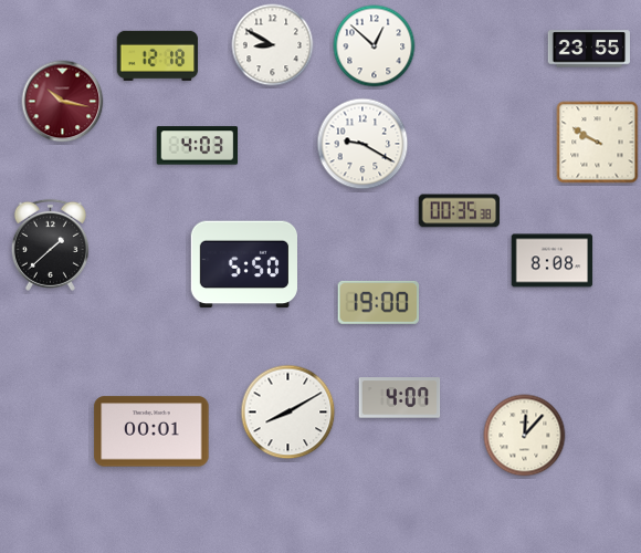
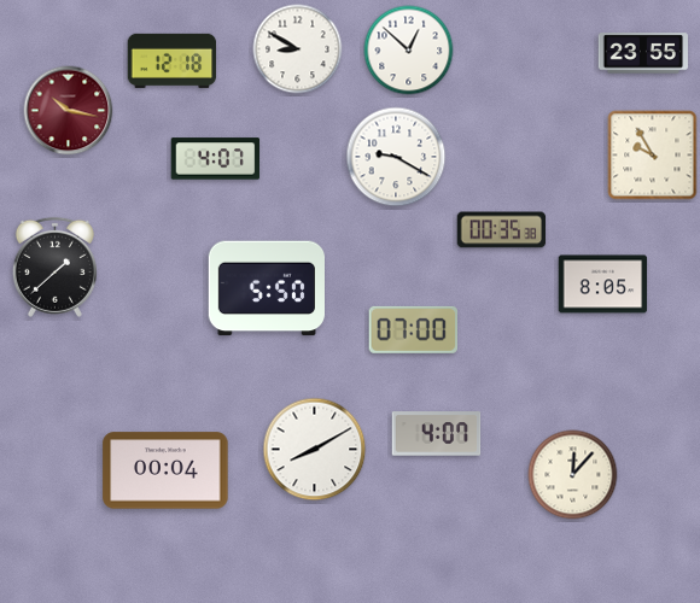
clock at (598, 143): 9:50 -> 9:55
clock at (198, 146): 4:03 -> 4:07
clock at (553, 261): 8:08 -> 8:05
clock at (378, 302): 19:00 -> 07:00
clock at (151, 431): 00:01 -> 00:04
